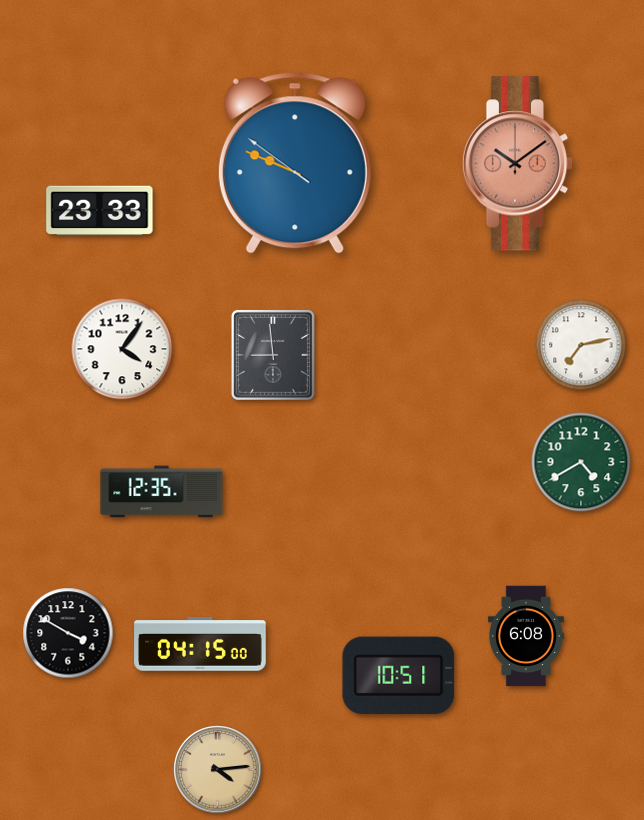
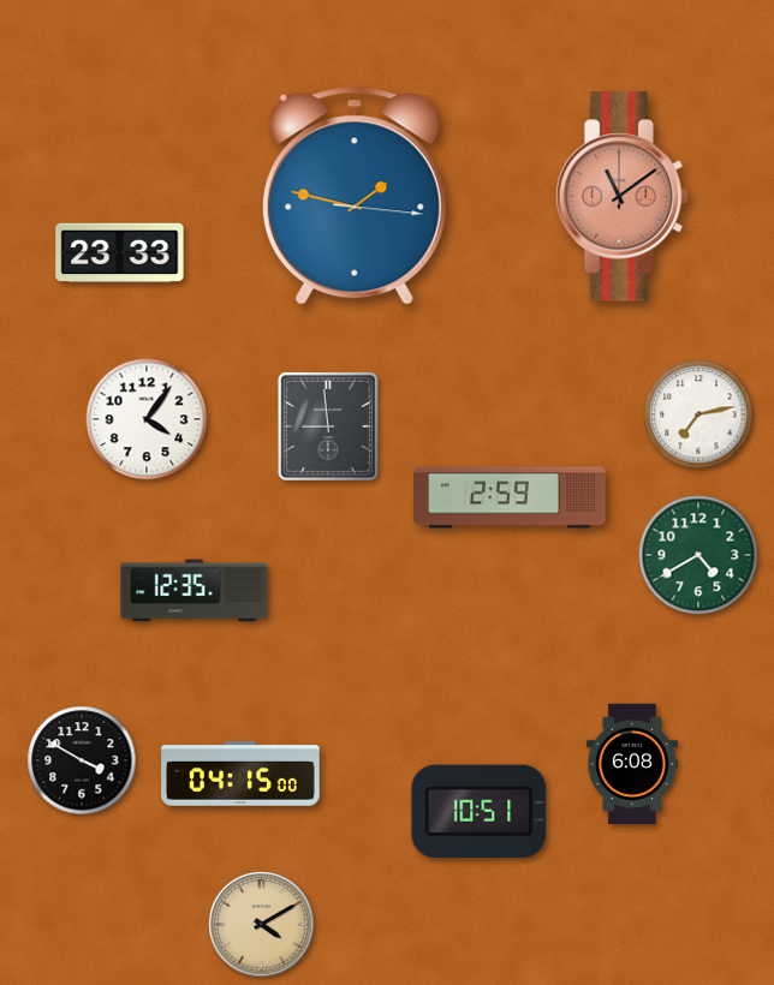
clock at (295, 163): 9:48 -> 1:47
clock at (518, 164): 10:09 -> 11:09
clock at (510, 497): none -> 2:59
clock at (218, 770): 4:14 -> 4:10
